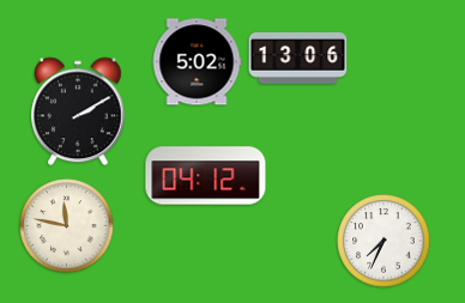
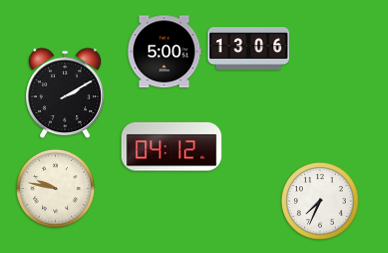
clock at (197, 62): 5:02 -> 5:00
clock at (67, 226): 11:47 -> 9:47
